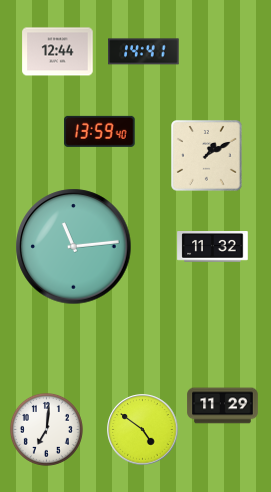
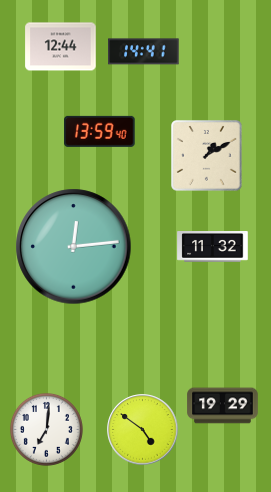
clock at (58, 52) position: (58, 52) -> (61, 47)
clock at (74, 247): 11:14 -> 12:14
clock at (223, 406): 11:29 -> 19:29
